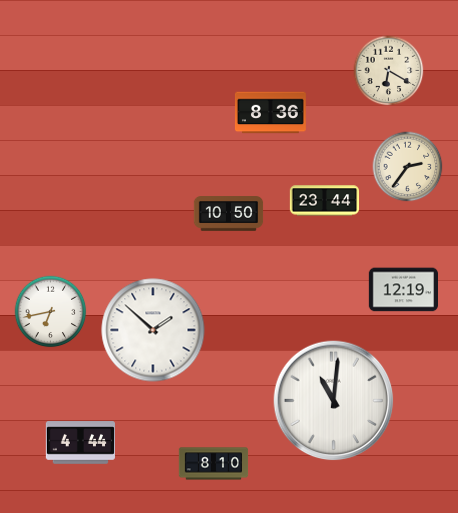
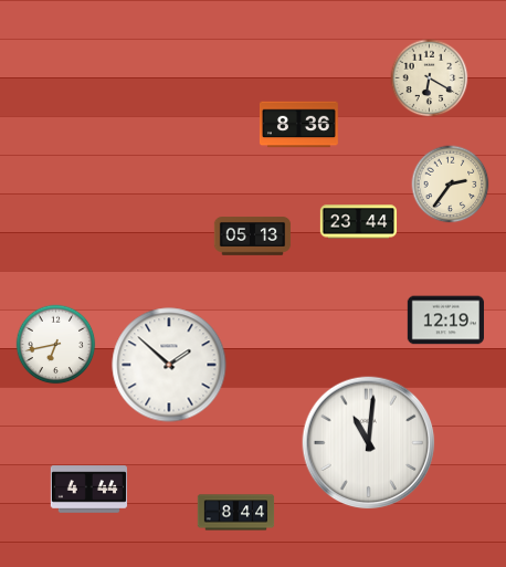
clock at (229, 214): 10:50 -> 05:13
clock at (214, 464): 8:10 -> 8:44
